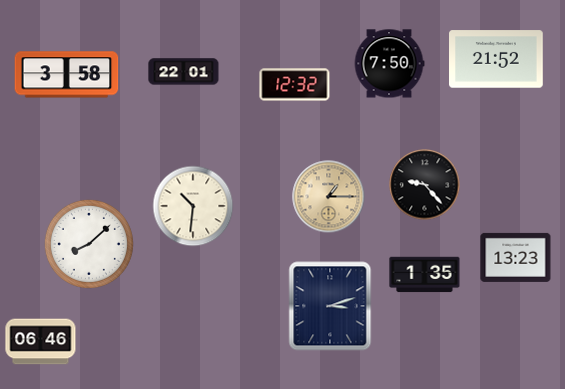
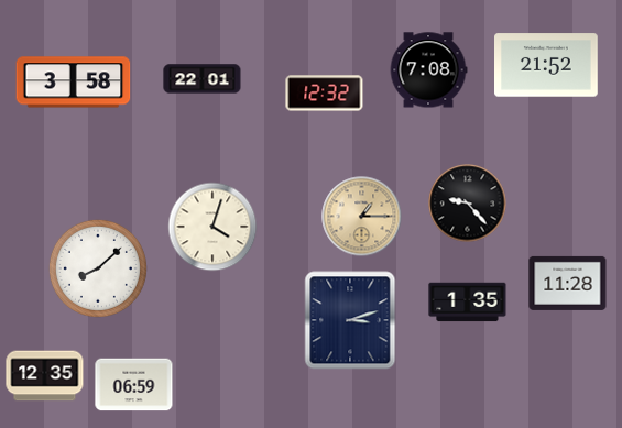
clock at (389, 64): 7:50 -> 7:08
clock at (193, 206): 10:31 -> 4:03
clock at (516, 257): 13:23 -> 11:28
clock at (330, 306) position: (330, 306) -> (350, 320)
clock at (41, 342): 06:46 -> 12:35
clock at (134, 385): none -> 06:59
